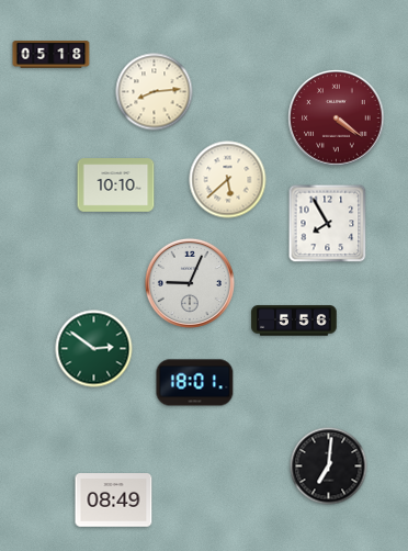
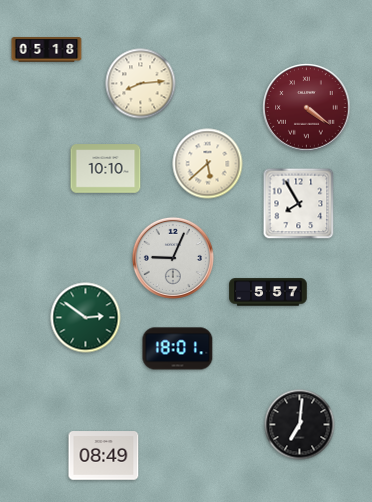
clock at (294, 321): 5:56 -> 5:57
